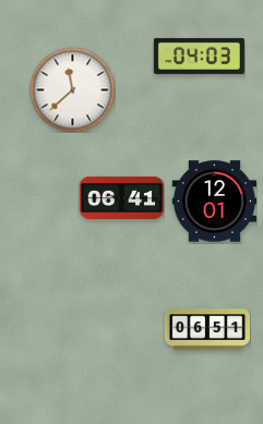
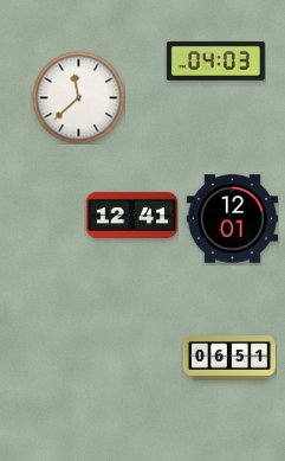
clock at (121, 197): 06:41 -> 12:41
clock at (206, 329) position: (206, 329) -> (228, 358)
